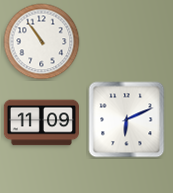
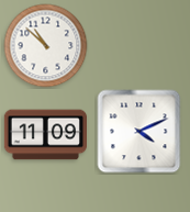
clock at (42, 42): 10:54 -> 10:52
clock at (127, 120): 6:11 -> 4:11
